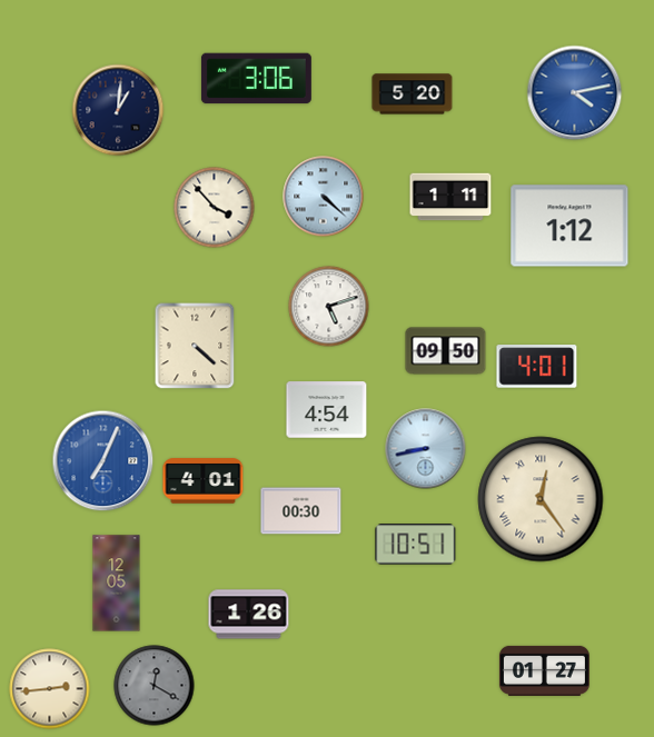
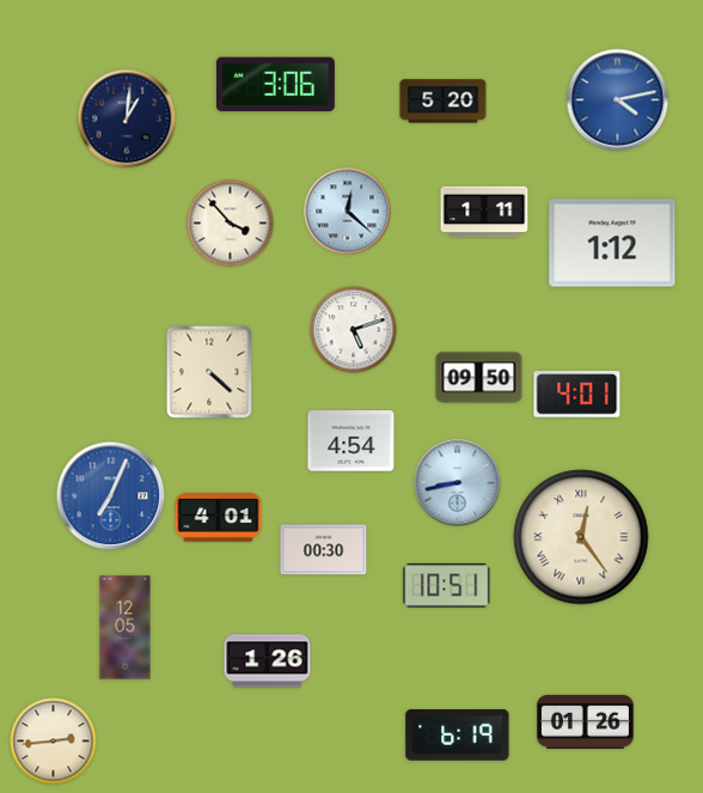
clock at (324, 197): 4:22 -> 12:22
clock at (544, 670): 01:27 -> 01:26
clock at (458, 736): none -> 6:19
clock at (155, 686): 12:20 -> none
